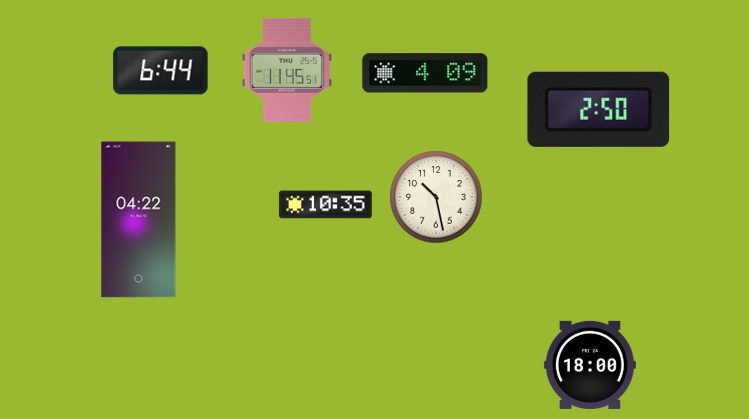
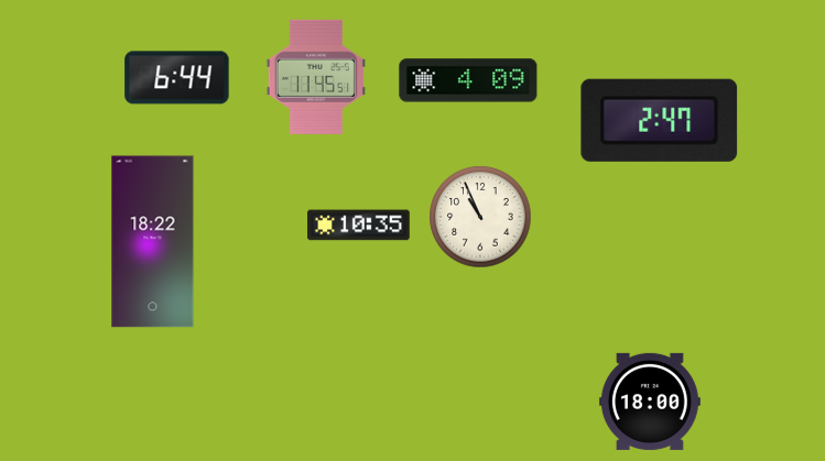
clock at (599, 109): 2:50 -> 2:47
clock at (436, 197): 10:28 -> 10:56
clock at (139, 220): 04:22 -> 18:22
